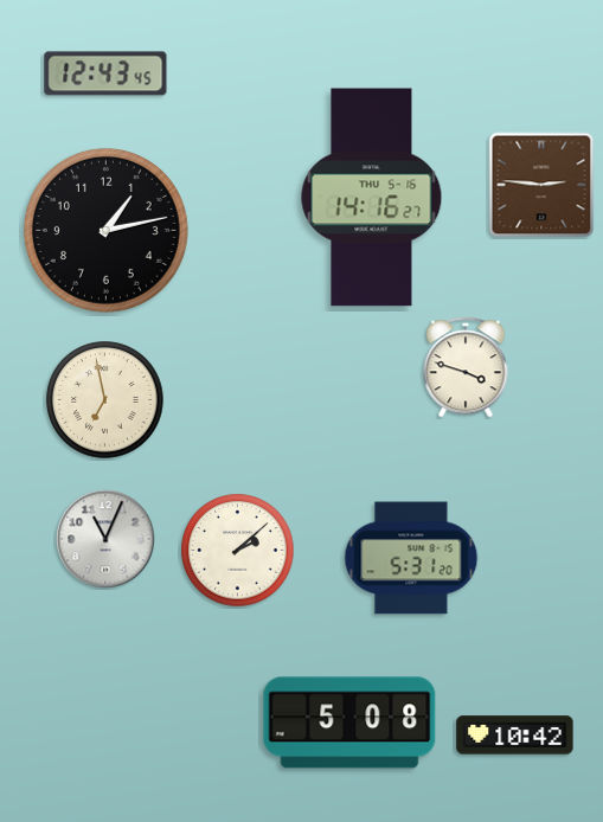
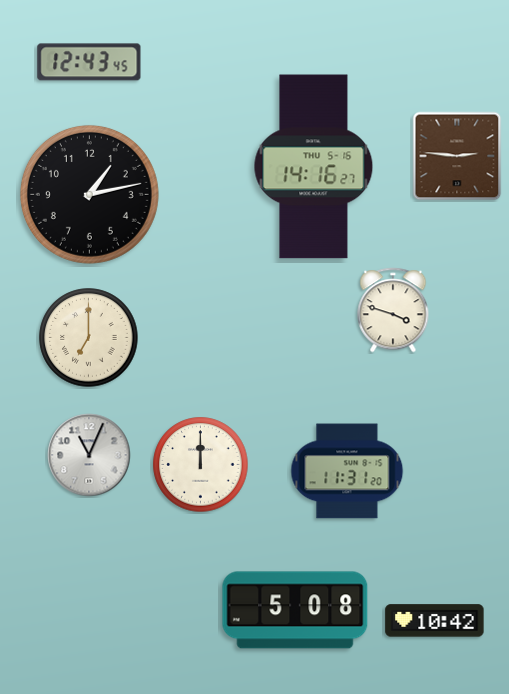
clock at (105, 400): 6:58 -> 7:00
clock at (238, 551): 2:08 -> 12:00
clock at (411, 558): 5:31 -> 11:31
